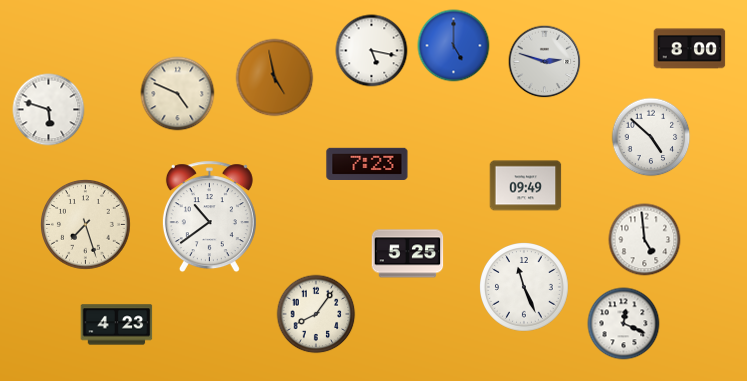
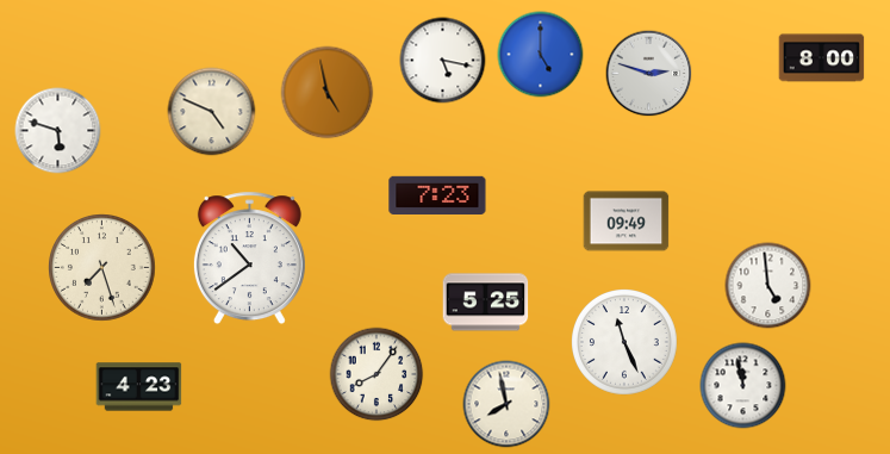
clock at (651, 137): 4:52 -> none
clock at (624, 324): 12:19 -> 11:58
clock at (506, 404): none -> 7:58
